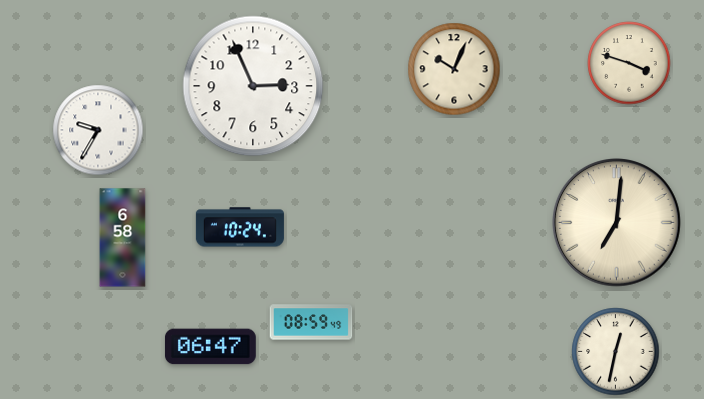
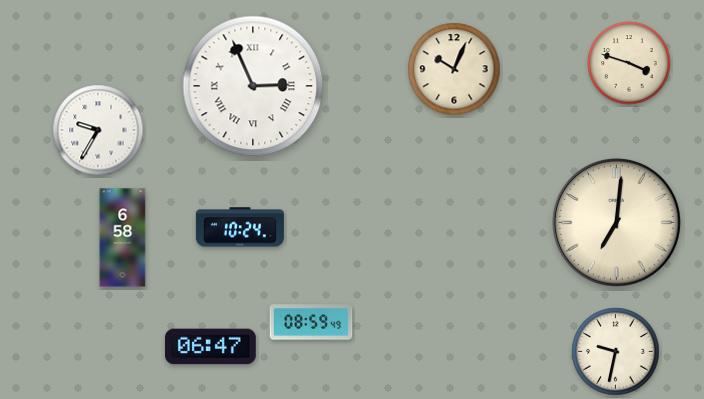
clock at (253, 86) numerals: Arabic -> Roman
clock at (616, 352): 12:32 -> 9:32
